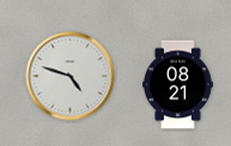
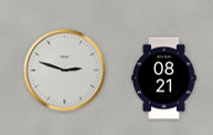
clock at (71, 77): 4:48 -> 2:48
